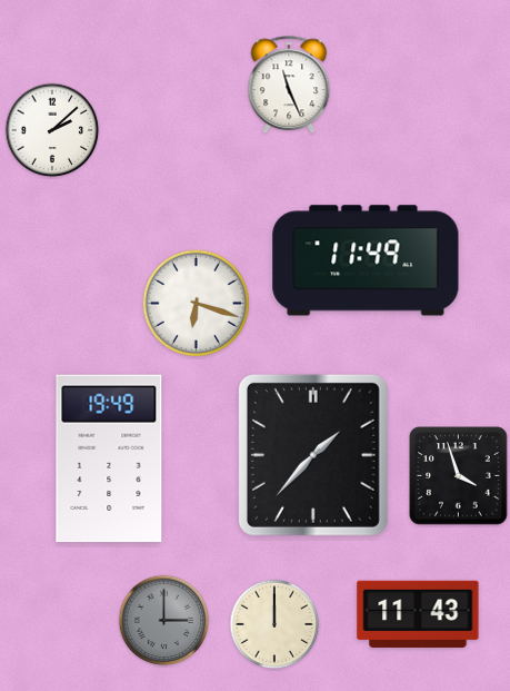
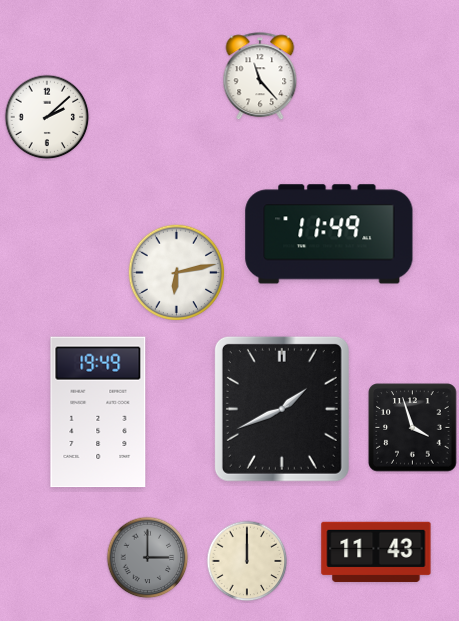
clock at (289, 86): 11:26 -> 11:23
clock at (197, 304): 6:18 -> 6:13
clock at (313, 455): 1:37 -> 1:41
